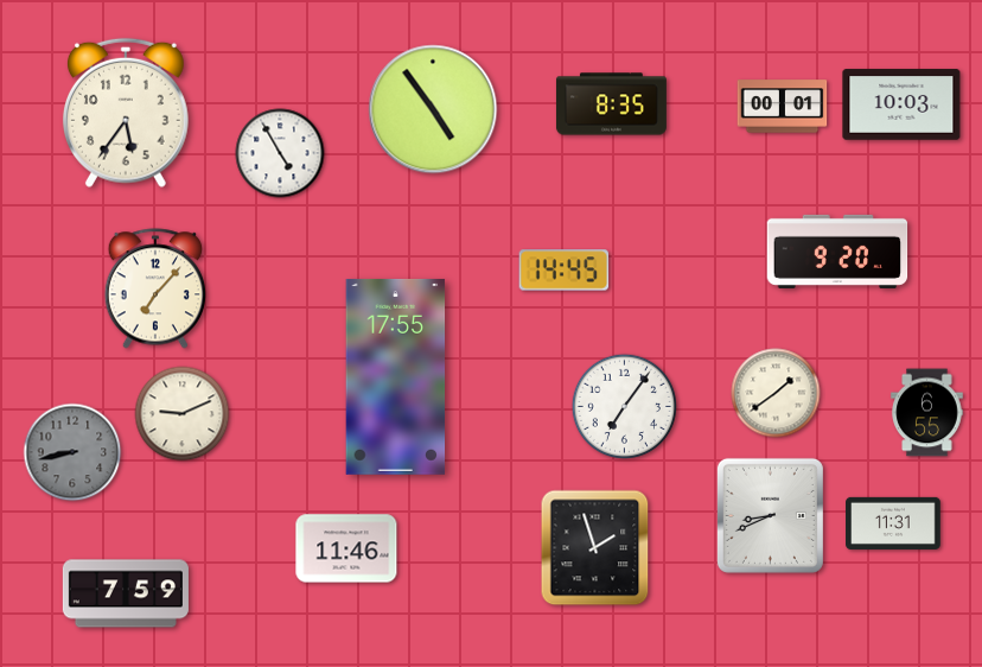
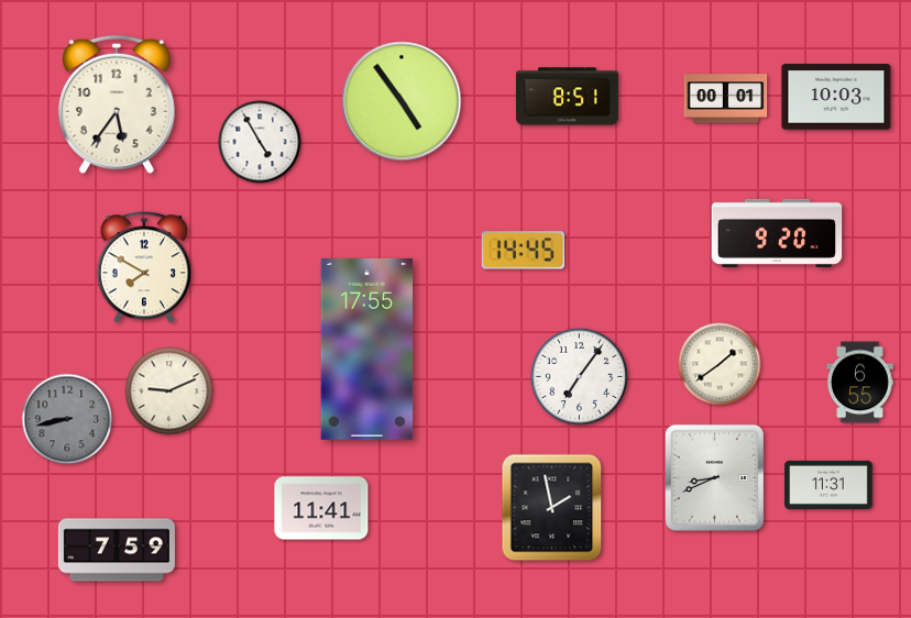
clock at (611, 104): 8:35 -> 8:51
clock at (154, 288): 7:07 -> 7:50
clock at (183, 414) position: (183, 414) -> (169, 391)
clock at (346, 548): 11:46 -> 11:41
clock at (595, 548): 1:57 -> 1:58
